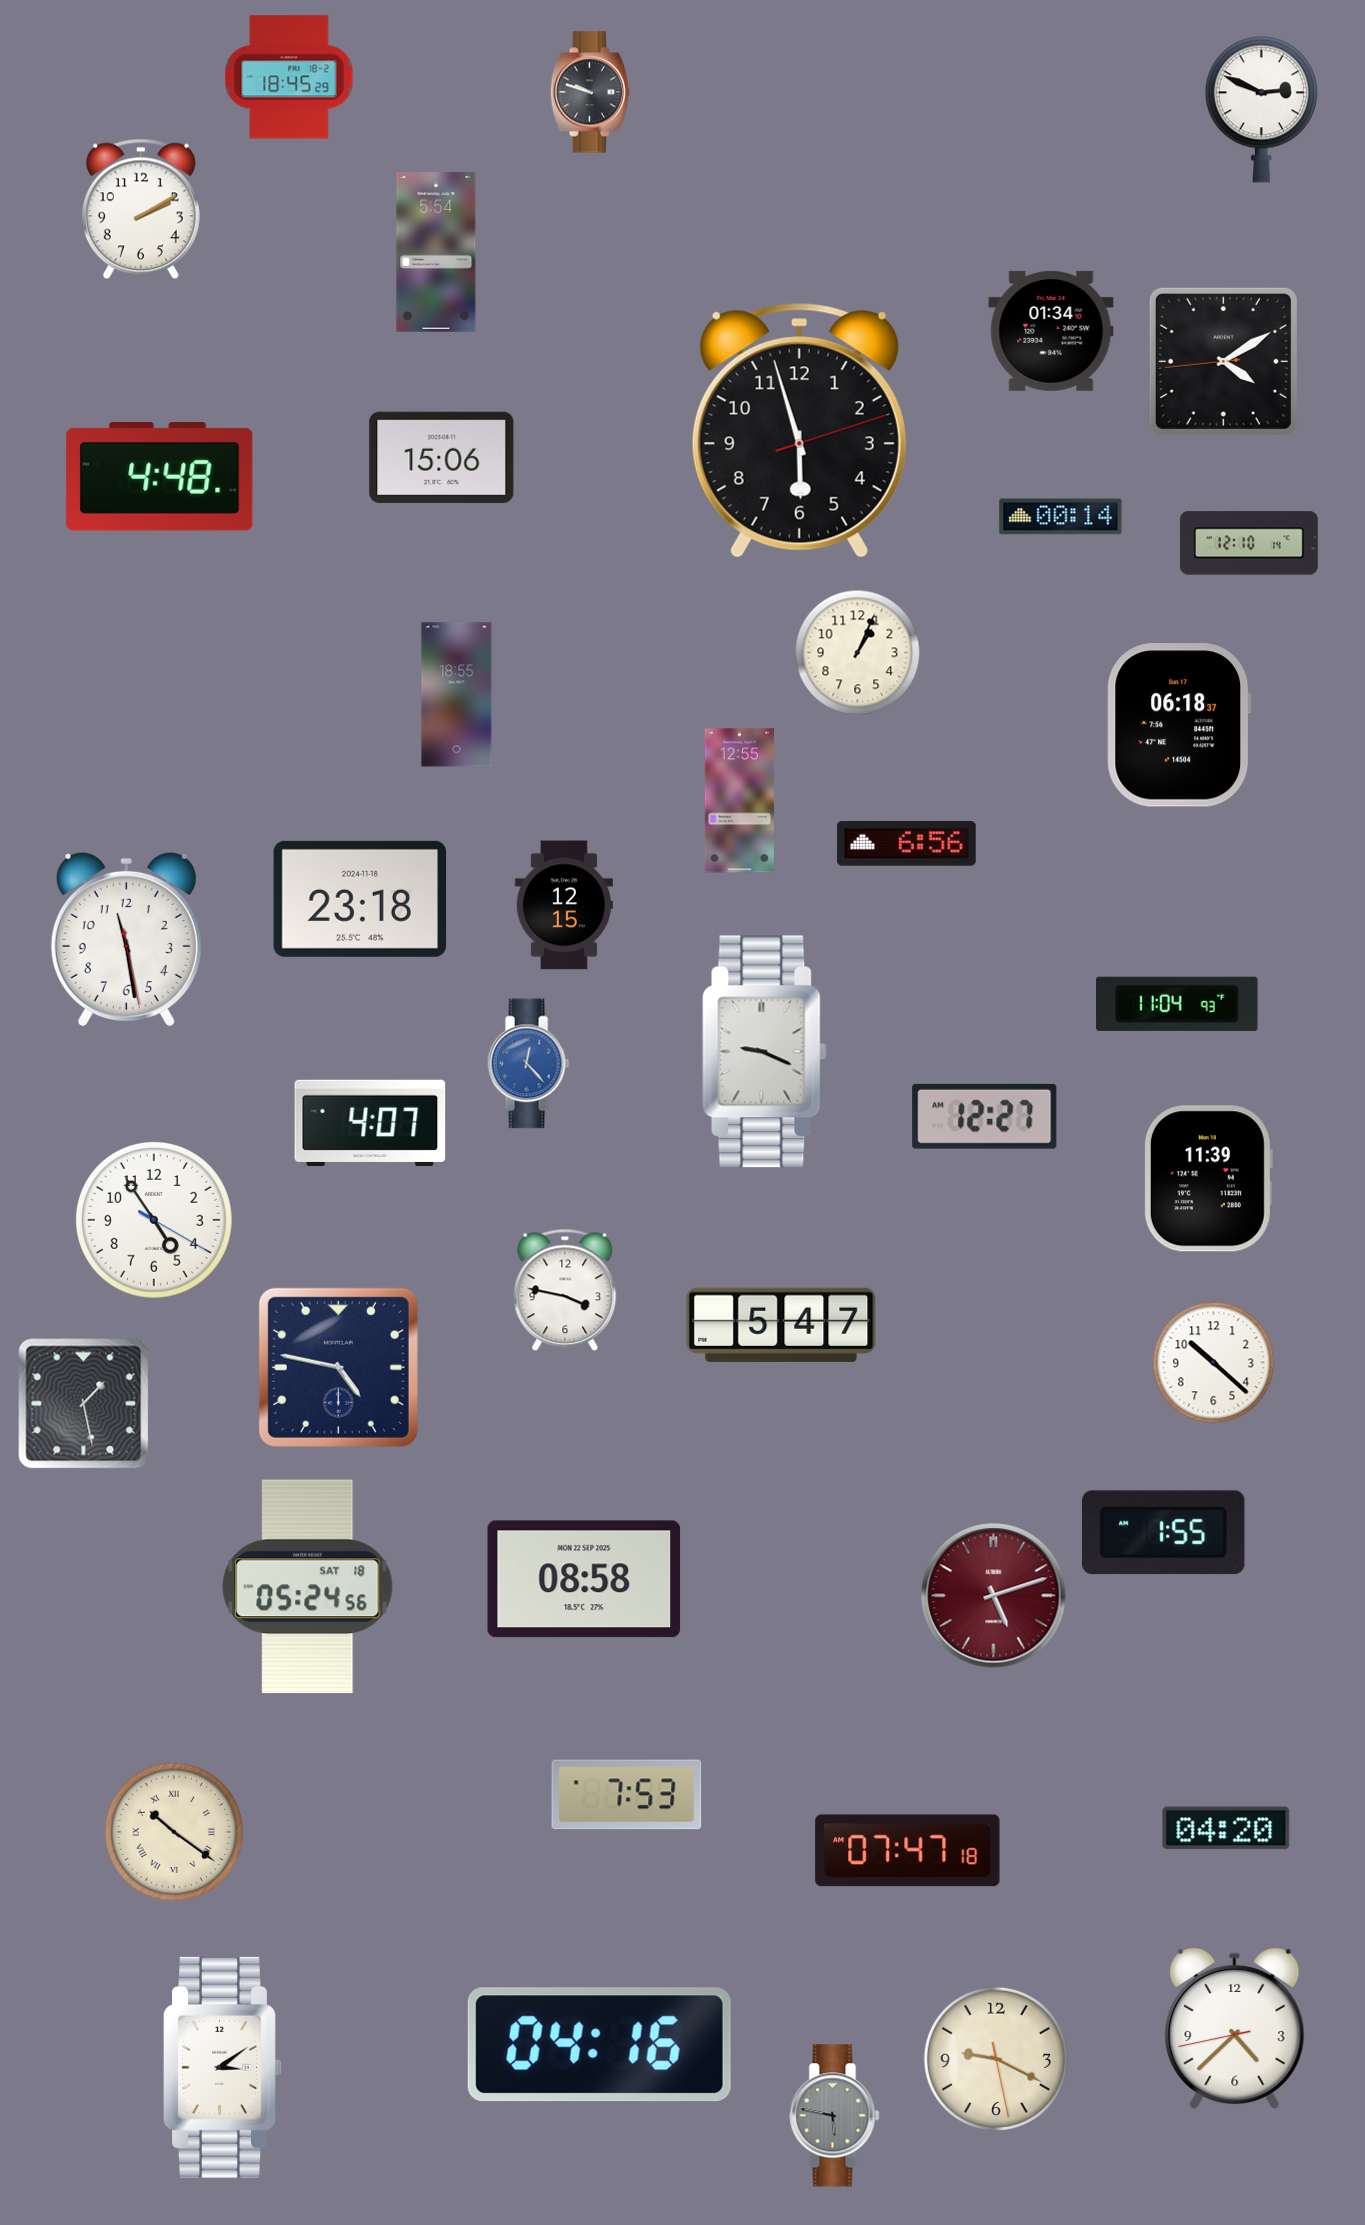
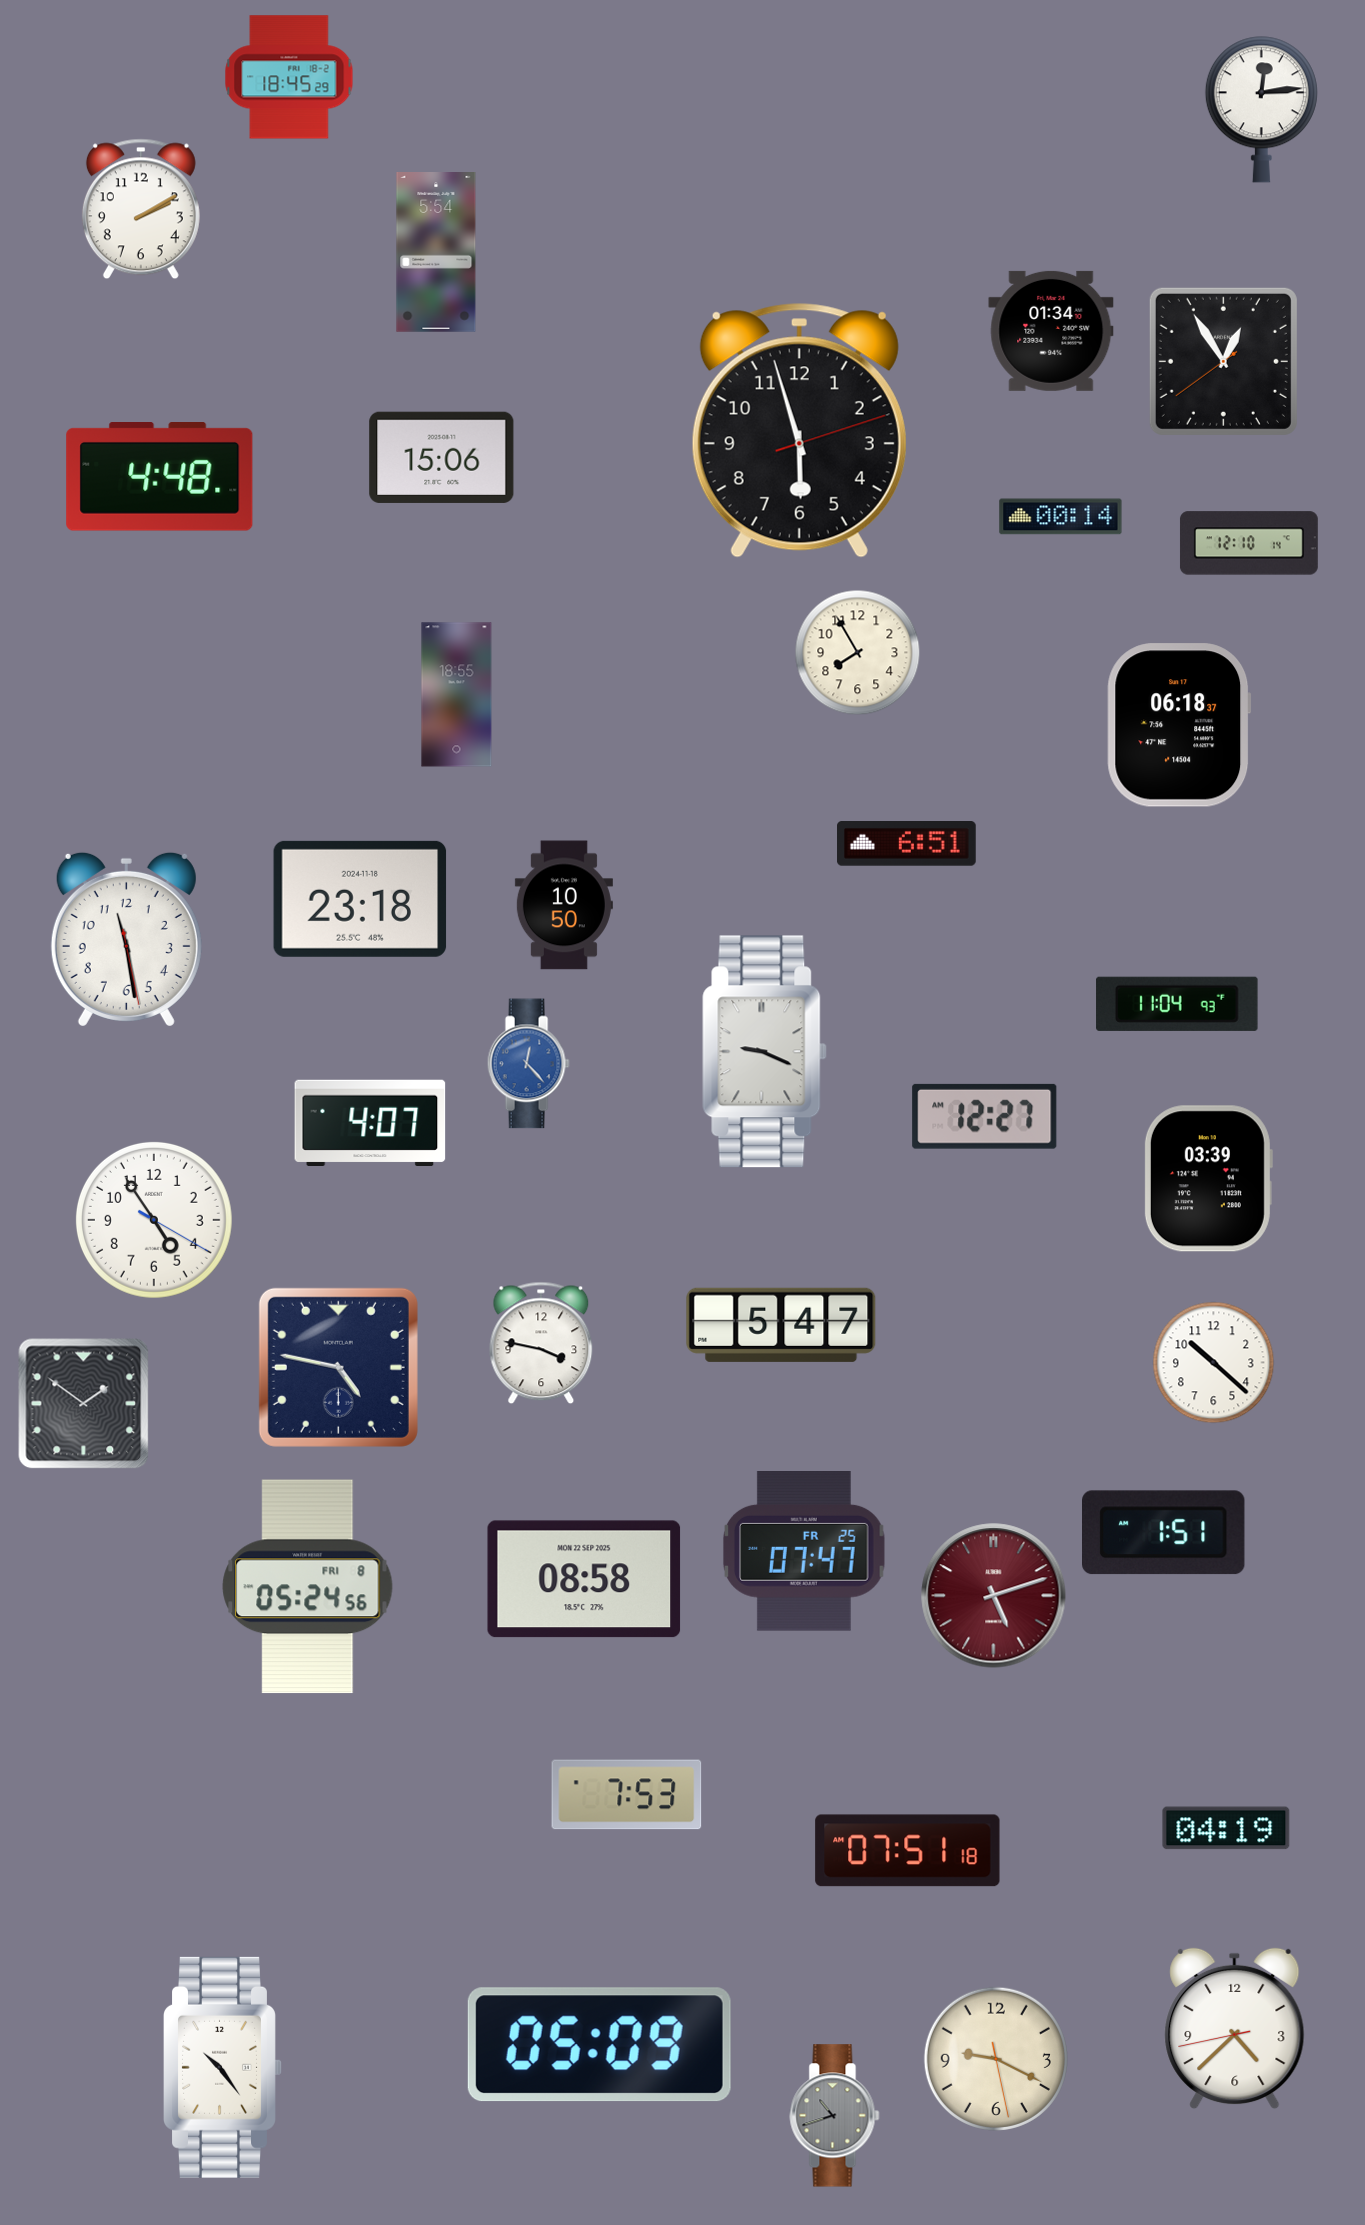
clock at (590, 92): 9:48 -> none
clock at (1261, 110): 2:49 -> 12:14
clock at (1223, 361): 4:09 -> 12:54
clock at (858, 653): 1:04 -> 7:55
clock at (739, 801): 12:55 -> none
clock at (907, 844): 6:56 -> 6:51
clock at (564, 905): 12:15 -> 10:50
clock at (1208, 1179): 11:39 -> 03:39
clock at (565, 1290) position: (565, 1290) -> (541, 1343)
clock at (84, 1404): 1:28 -> 1:51
clock at (1164, 1533): 1:55 -> 1:51
clock at (805, 1552): none -> 07:47
clock at (308, 1587) date: SAT 18 -> FRI 8
clock at (1226, 1828): 04:20 -> 04:19
clock at (174, 1832): 10:21 -> none
clock at (908, 1851): 07:47 -> 07:51
clock at (599, 2045): 04:16 -> 05:09
clock at (223, 2067): 3:09 -> 10:24
clock at (835, 2116): 5:47 -> 10:42
